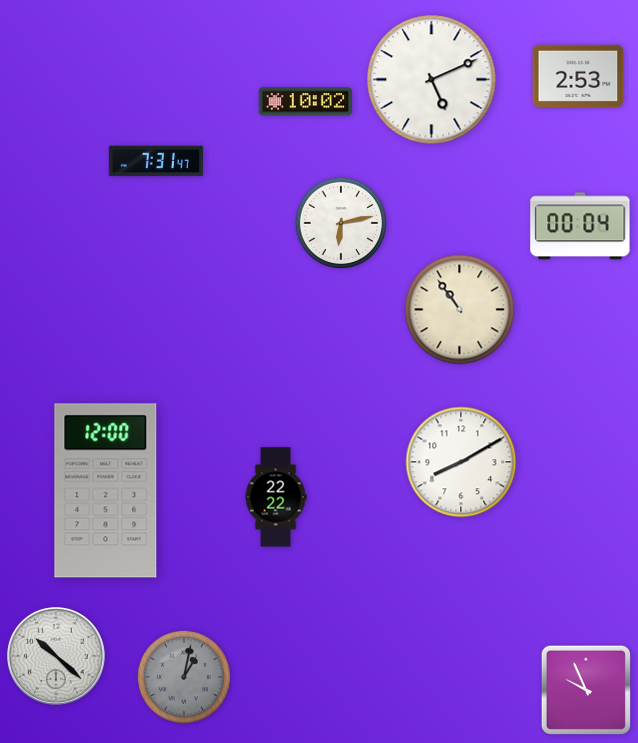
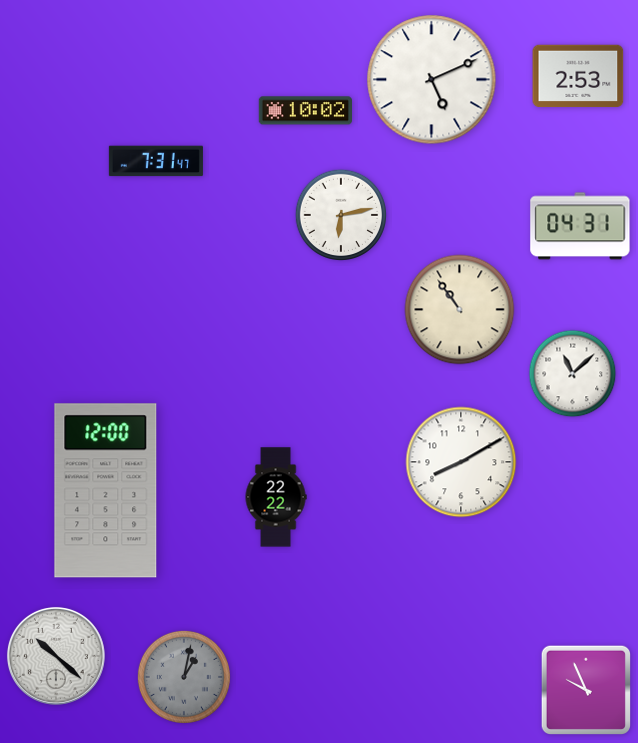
clock at (305, 102) position: (305, 102) -> (305, 111)
clock at (340, 222) position: (340, 222) -> (340, 214)
clock at (580, 226): 00:04 -> 04:31
clock at (573, 374): none -> 11:08
